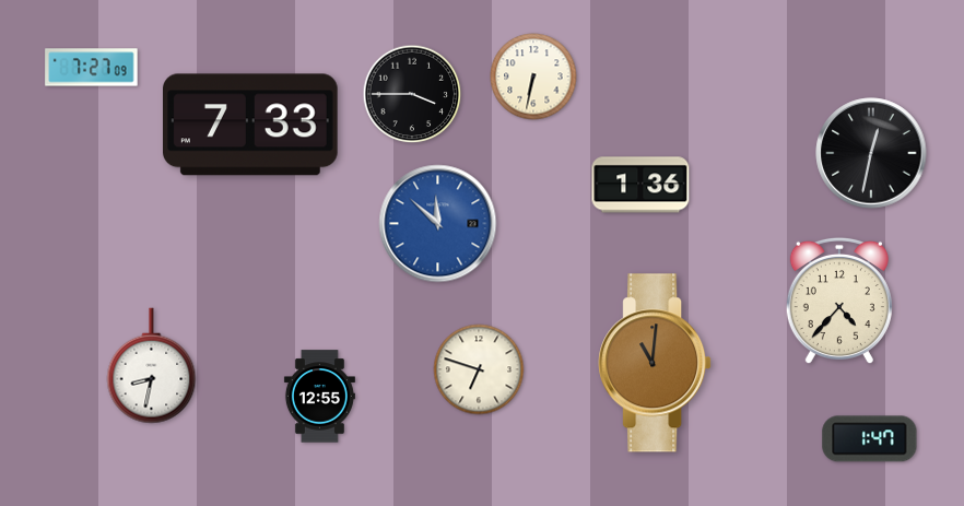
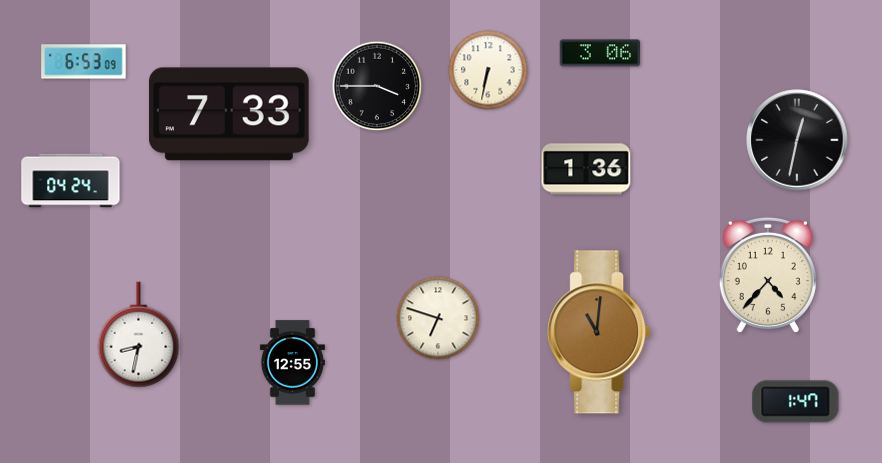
clock at (600, 53): none -> 3:06
clock at (92, 68): 7:27 -> 6:53
clock at (71, 181): none -> 04:24
clock at (438, 224): 11:52 -> none
clock at (479, 369) position: (479, 369) -> (438, 318)
